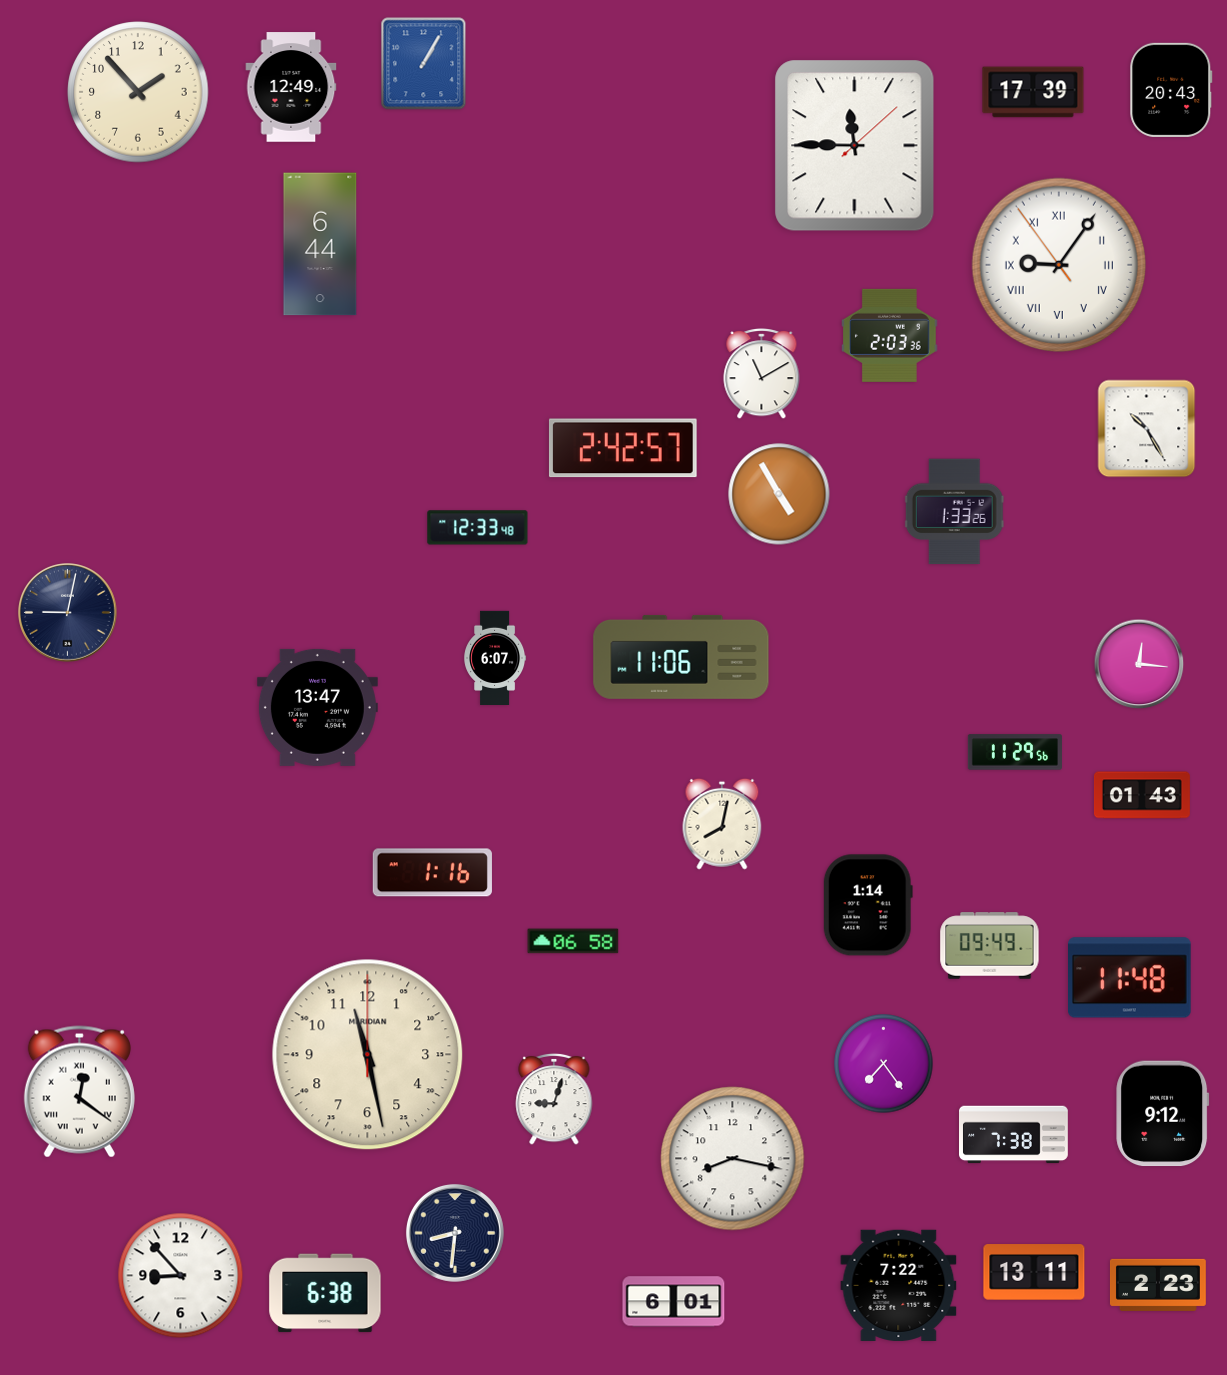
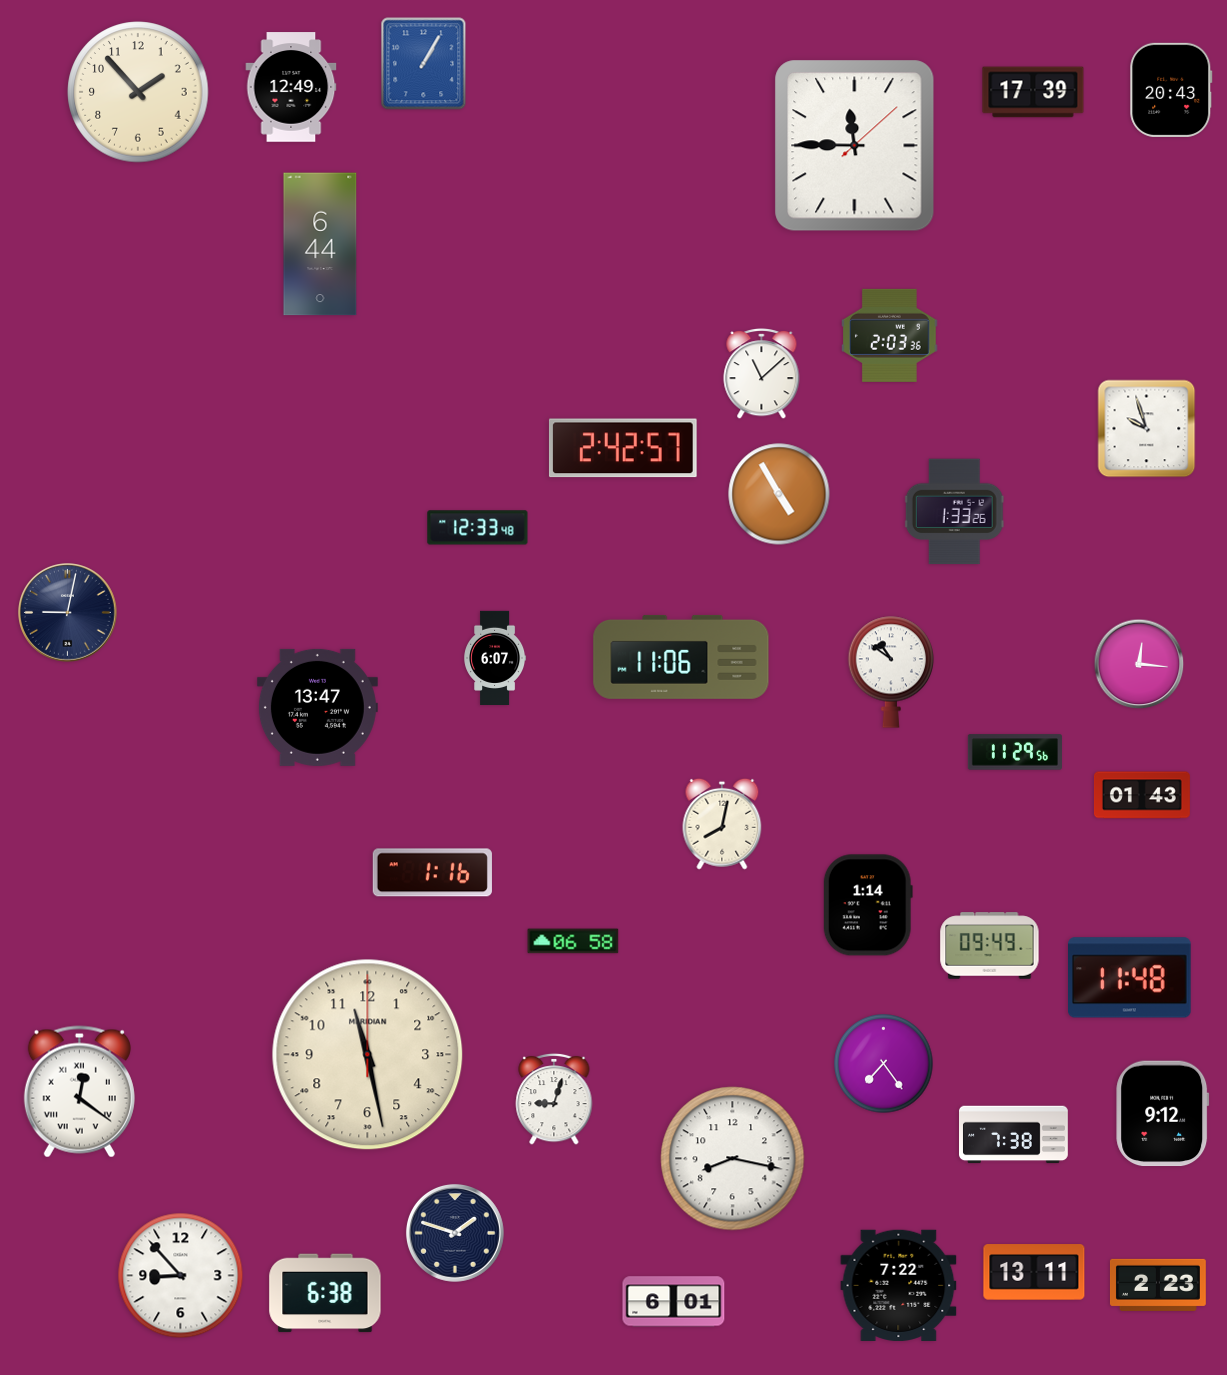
clock at (1058, 264): 9:05 -> none
clock at (762, 374): 11:10 -> 11:08
clock at (1147, 429): 10:25 -> 9:57
clock at (890, 672): none -> 10:51
clock at (455, 1233): 8:31 -> 1:48
